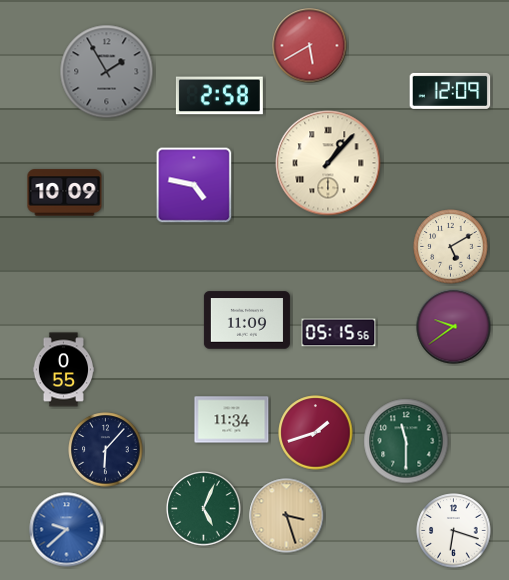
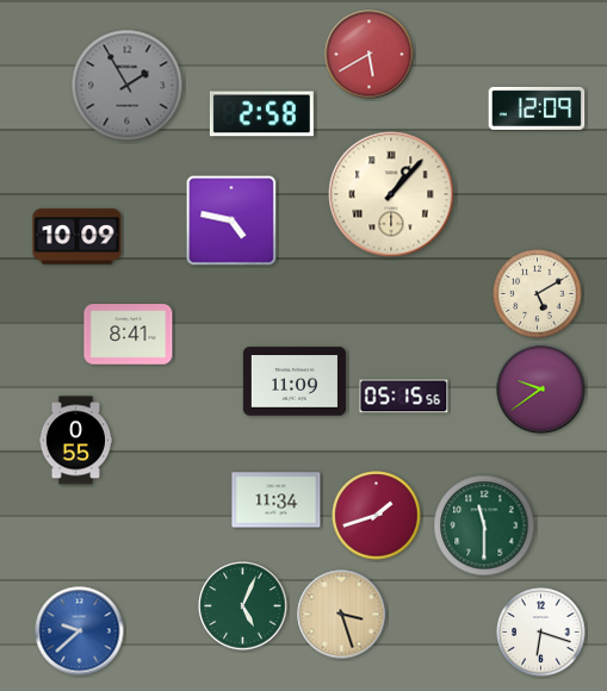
clock at (65, 193) position: (65, 193) -> (78, 237)
clock at (129, 335): none -> 8:41
clock at (106, 450): 6:07 -> none
